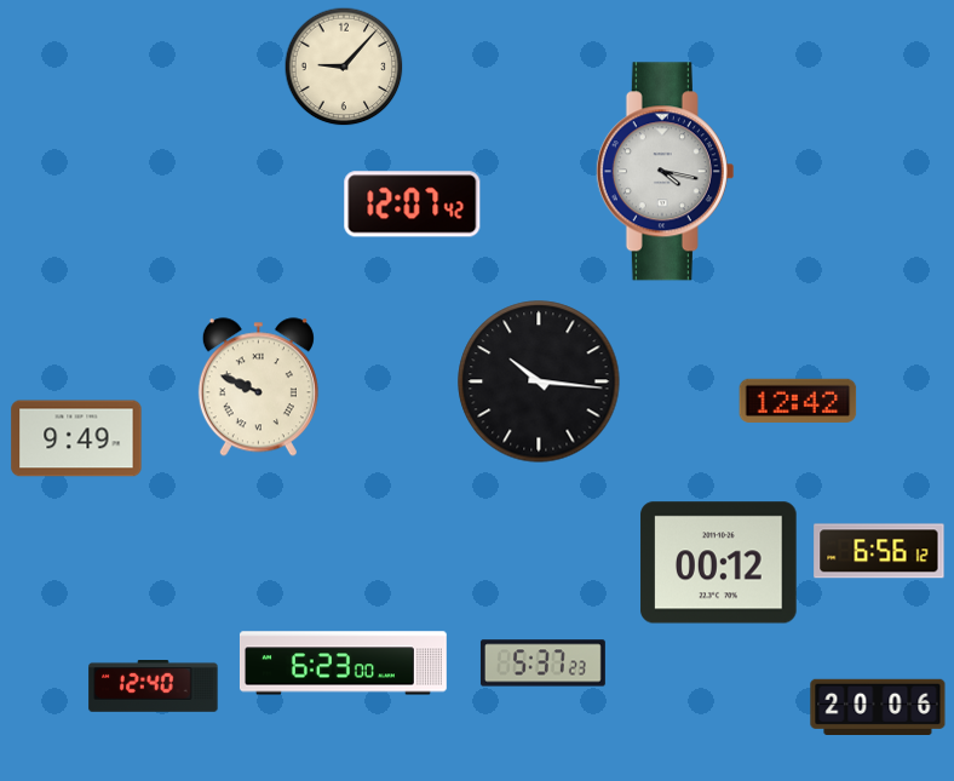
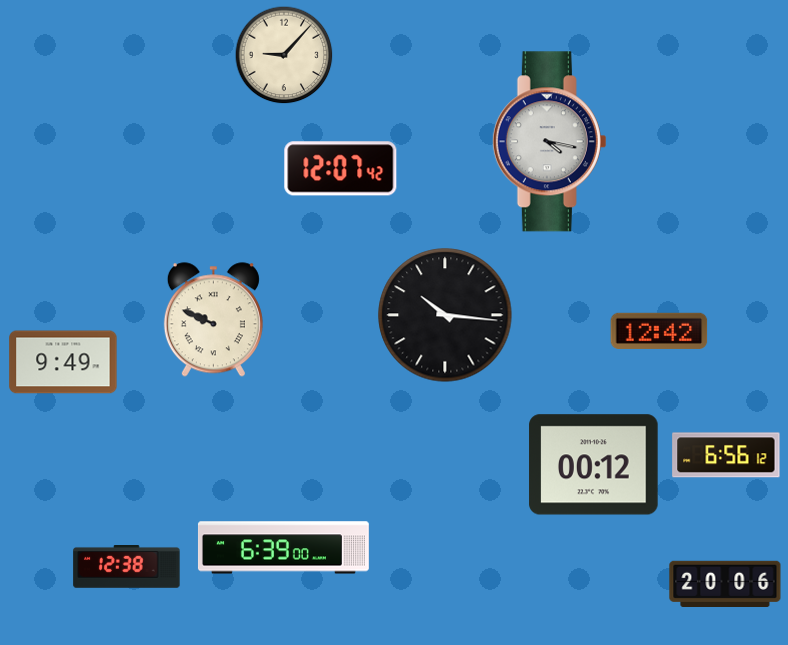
clock at (343, 664): 6:23 -> 6:39
clock at (542, 664): 5:37 -> none
clock at (154, 687): 12:40 -> 12:38
